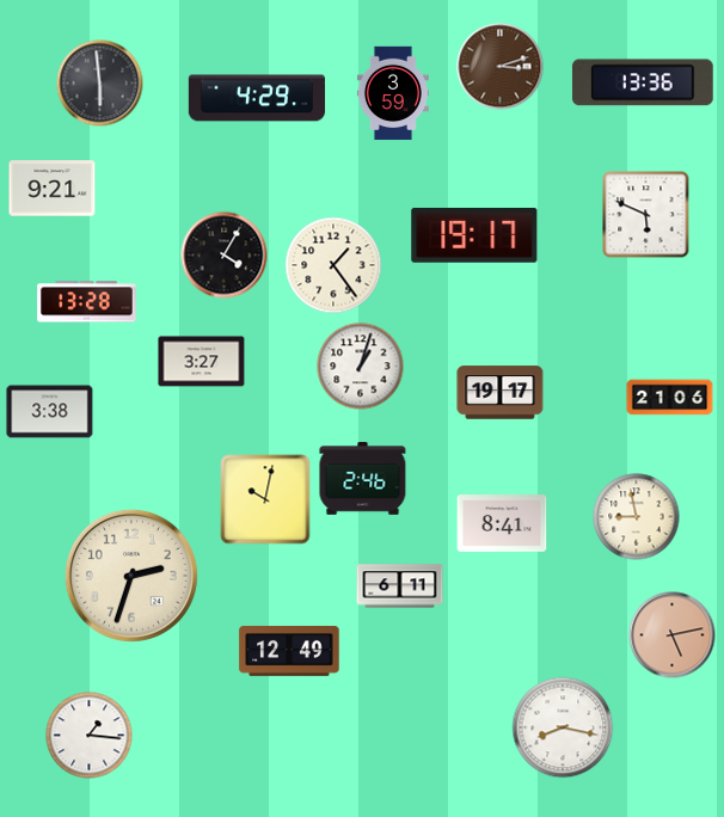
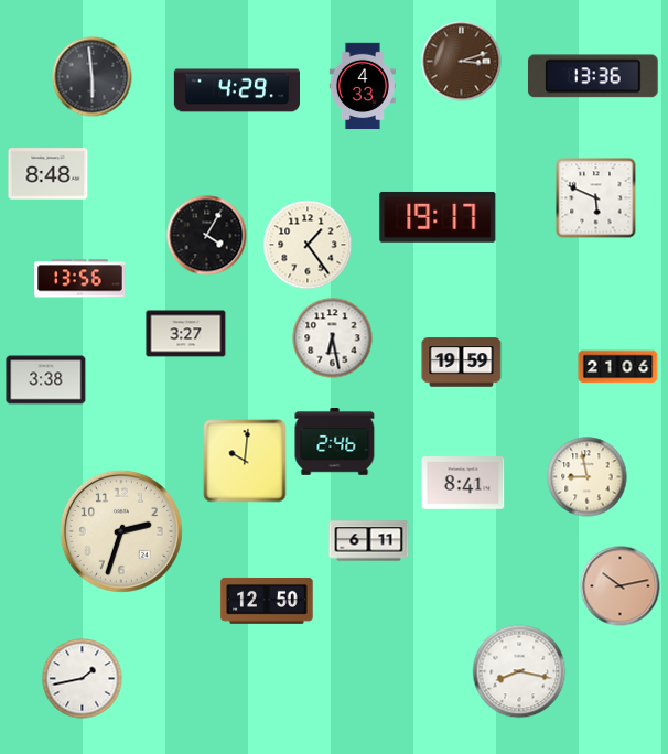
clock at (393, 93): 3:59 -> 4:33
clock at (53, 189): 9:21 -> 8:48
clock at (87, 302): 13:28 -> 13:56
clock at (361, 367): 1:03 -> 6:28
clock at (501, 393): 19:17 -> 19:59
clock at (265, 499): 10:02 -> 10:01
clock at (673, 635): 5:13 -> 10:13
clock at (289, 651): 12:49 -> 12:50
clock at (90, 736): 1:16 -> 1:43
